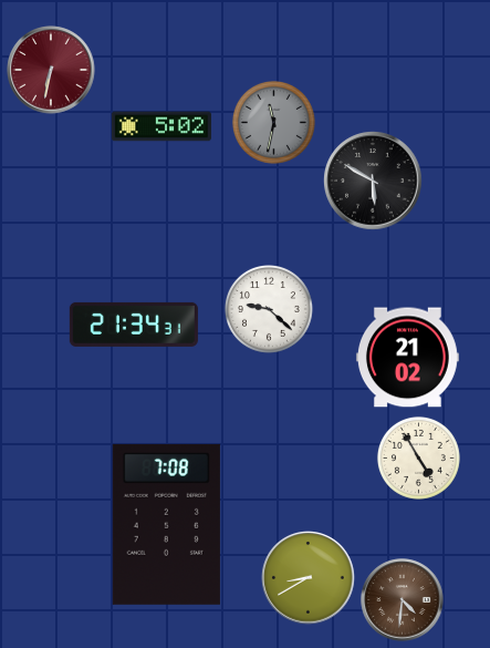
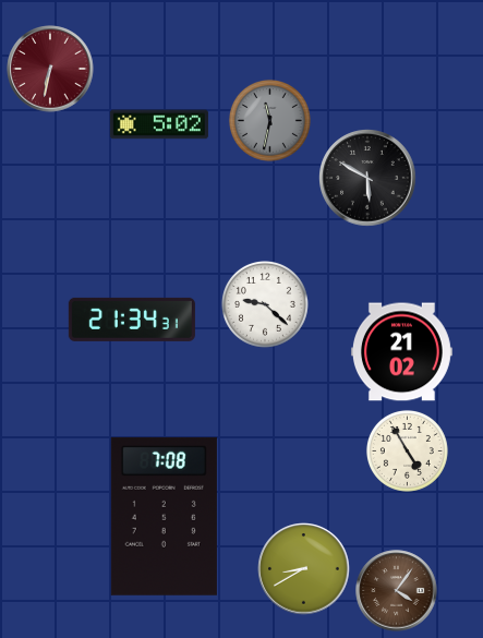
clock at (418, 457) position: (418, 457) -> (407, 450)
clock at (403, 600): 4:31 -> 4:06
